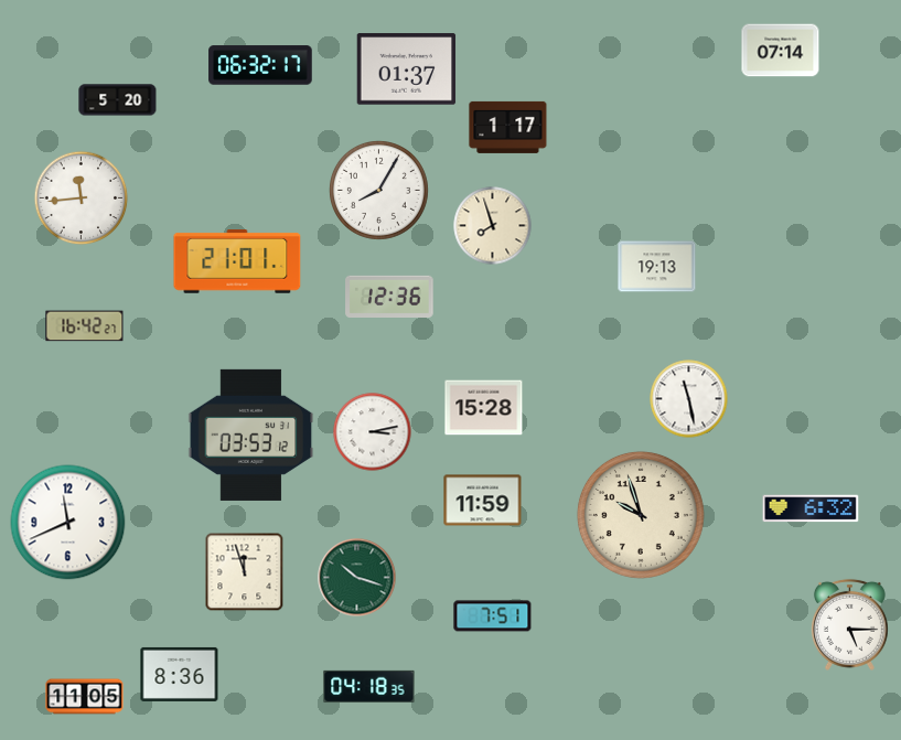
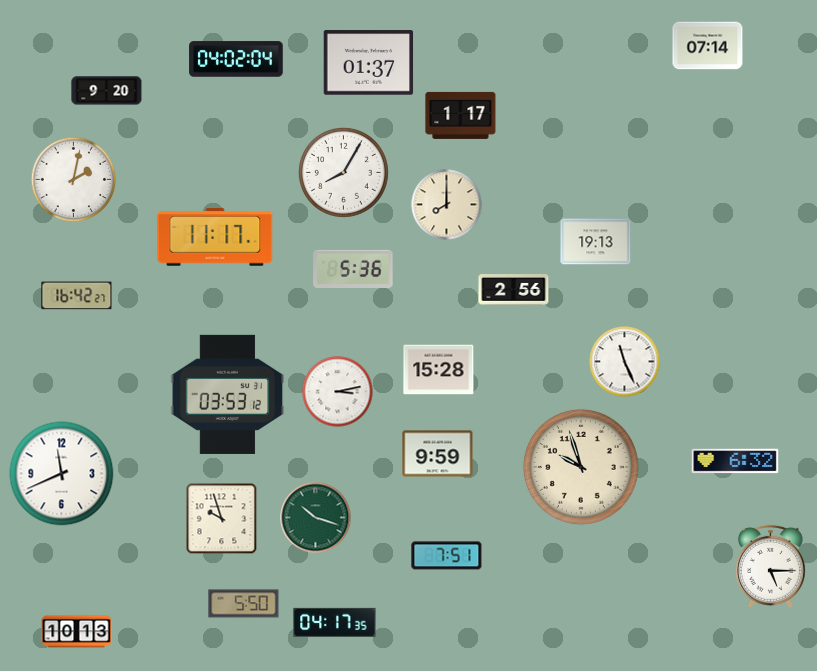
clock at (260, 65): 06:32 -> 04:02
clock at (118, 100): 5:20 -> 9:20
clock at (82, 199): 11:44 -> 2:02
clock at (493, 226): 7:57 -> 8:00
clock at (237, 261): 21:01 -> 11:17
clock at (389, 296): 12:36 -> 5:36
clock at (514, 290): none -> 2:56
clock at (689, 399): 11:28 -> 11:26
clock at (483, 501): 11:59 -> 9:59
clock at (245, 572): 11:57 -> 9:57
clock at (357, 578) position: (357, 578) -> (316, 518)
clock at (493, 616) position: (493, 616) -> (447, 556)
clock at (244, 604): none -> 5:50
clock at (180, 674): 8:36 -> none
clock at (369, 686): 04:18 -> 04:17
clock at (85, 697): 11:05 -> 10:13
